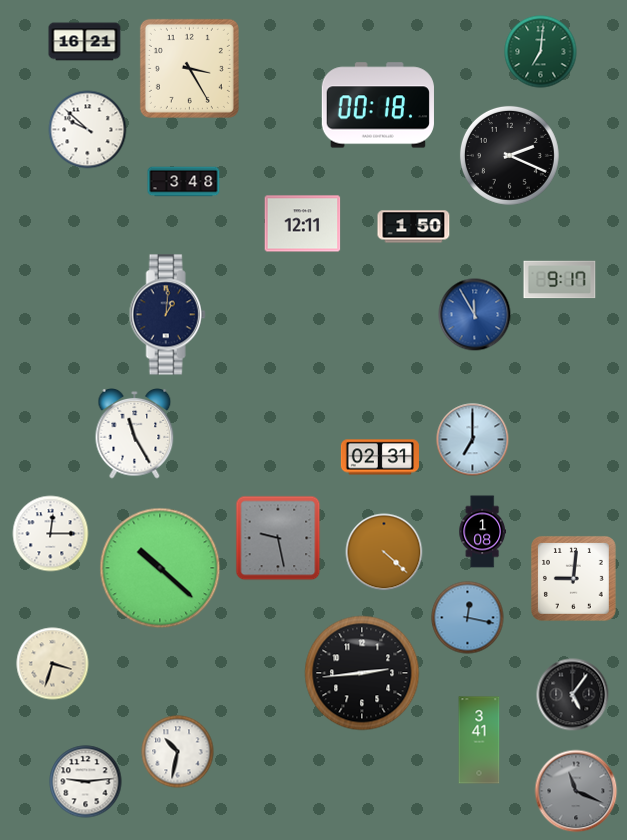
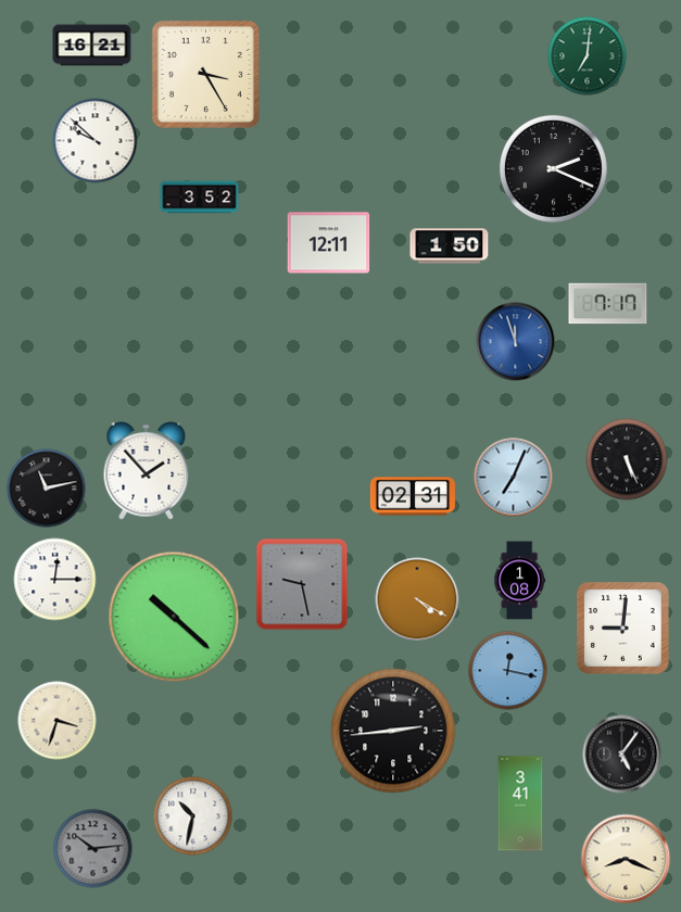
clock at (378, 105): 00:18 -> none
clock at (184, 182): 3:48 -> 3:52
clock at (560, 280): 9:17 -> 7:17
clock at (167, 315): 1:01 -> none
clock at (475, 315): 11:55 -> 11:57
clock at (627, 459): none -> 5:26
clock at (135, 434): 11:25 -> 1:53
clock at (473, 440): 7:00 -> 7:04
clock at (47, 489): none -> 11:13
clock at (482, 532) position: (482, 532) -> (519, 581)
clock at (384, 552): 4:22 -> 4:20
clock at (86, 782): 9:14 -> 10:14
clock at (86, 782) dial: white -> grey
clock at (576, 791): 11:19 -> 8:19
clock at (576, 791) dial: grey -> cream
